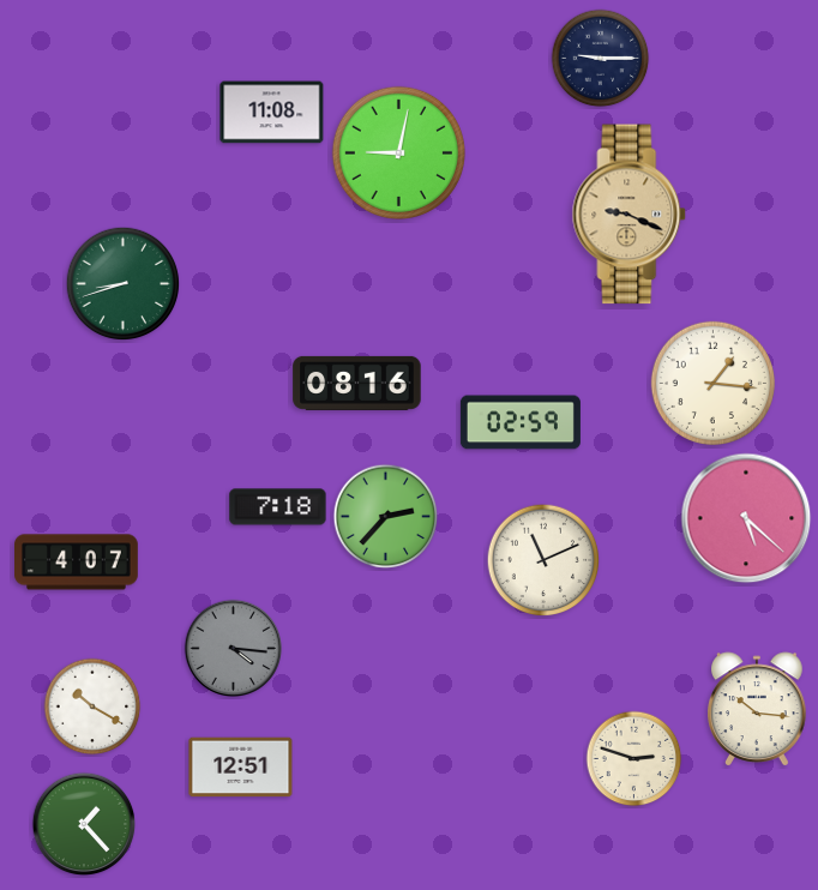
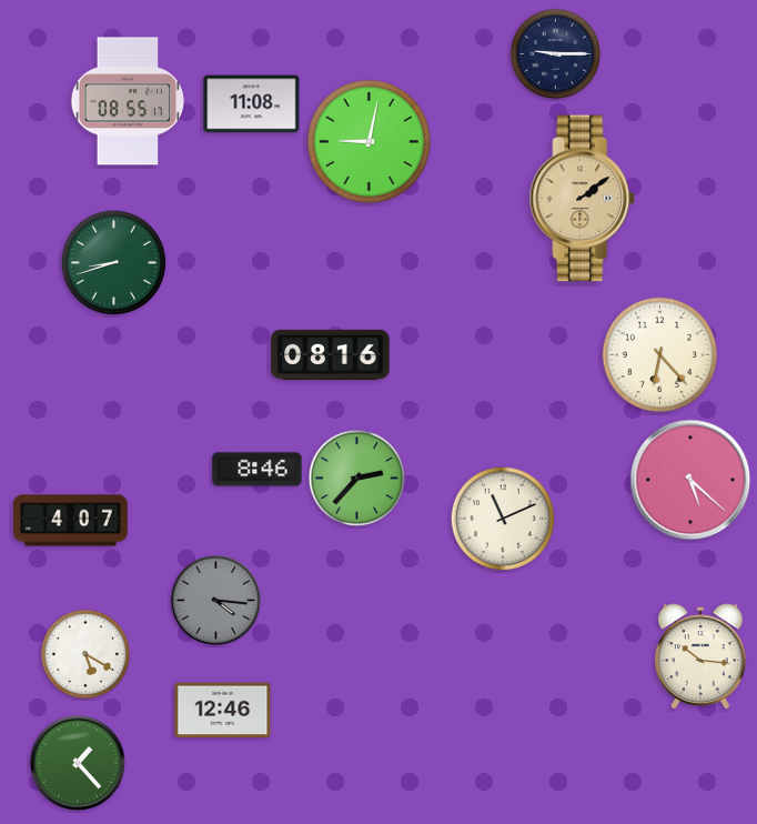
clock at (128, 101): none -> 08:55
clock at (630, 215): 9:19 -> 2:09
clock at (712, 383): 1:16 -> 6:23
clock at (521, 422): 02:59 -> none
clock at (278, 507): 7:18 -> 8:46
clock at (92, 706): 10:20 -> 5:20
clock at (634, 759): 2:48 -> none
clock at (241, 768): 12:51 -> 12:46
